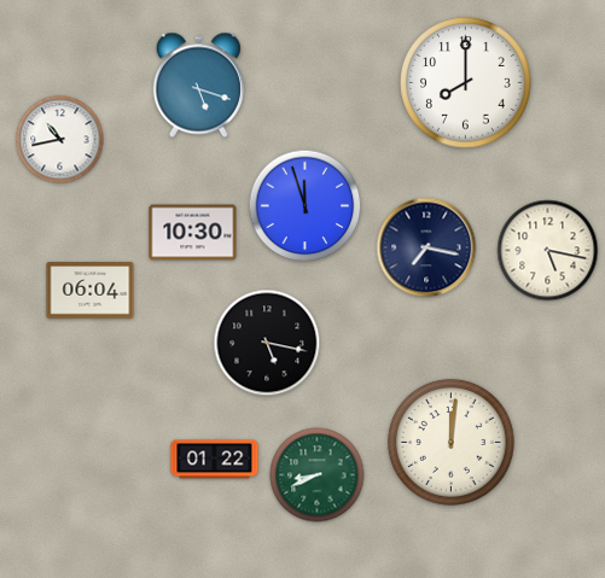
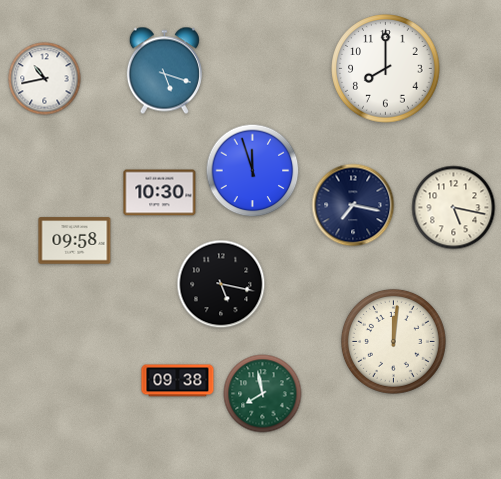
clock at (60, 140) position: (60, 140) -> (45, 79)
clock at (91, 291): 06:04 -> 09:58
clock at (450, 442) position: (450, 442) -> (393, 341)
clock at (215, 460): 01:22 -> 09:38
clock at (318, 475): 8:41 -> 7:58
